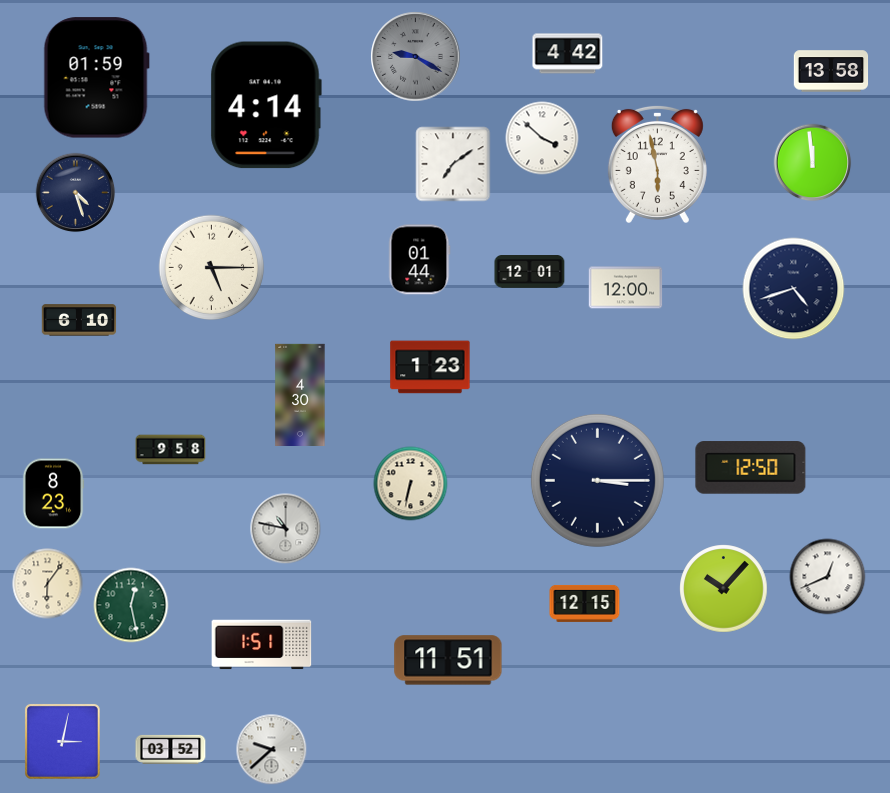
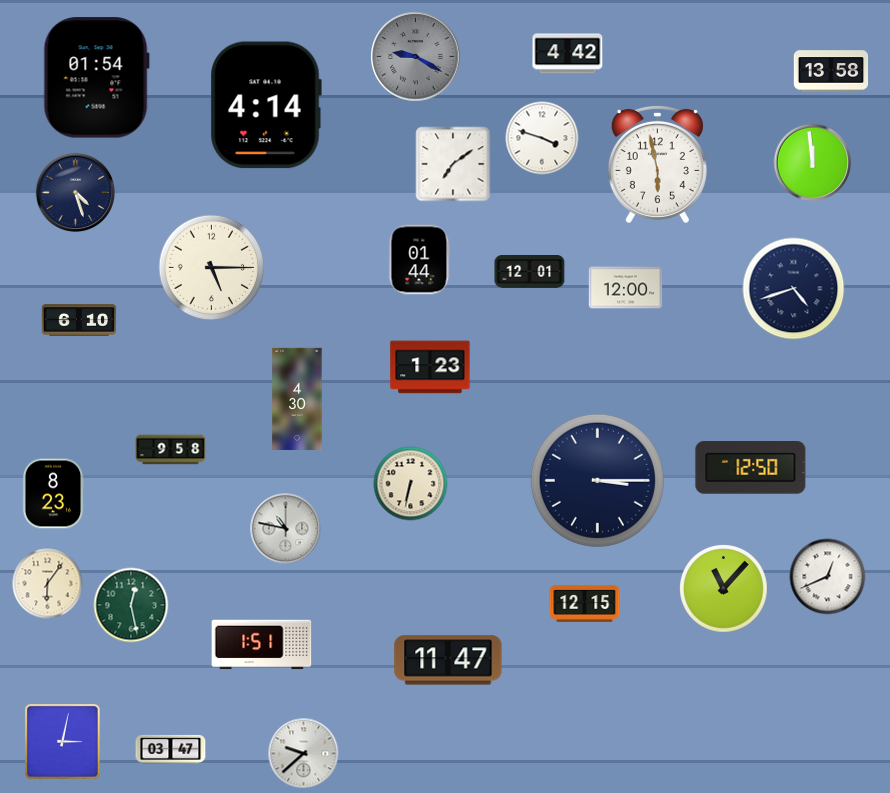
clock at (96, 78): 01:59 -> 01:54
clock at (542, 138): 3:52 -> 3:48
clock at (300, 394) position: (300, 394) -> (297, 398)
clock at (724, 589): 10:07 -> 11:07
clock at (448, 660): 11:51 -> 11:47
clock at (171, 749): 03:52 -> 03:47
clock at (272, 750) position: (272, 750) -> (304, 754)
